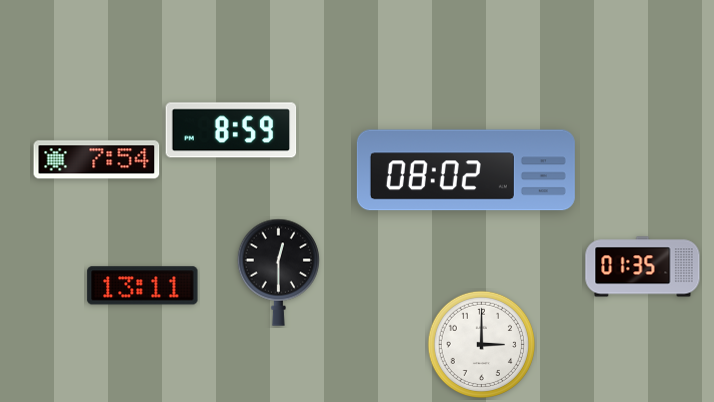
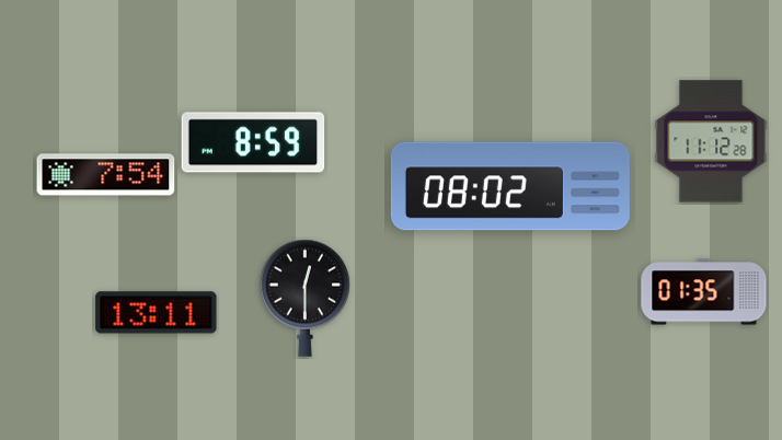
clock at (711, 141): none -> 11:12
clock at (481, 344): 3:00 -> none
